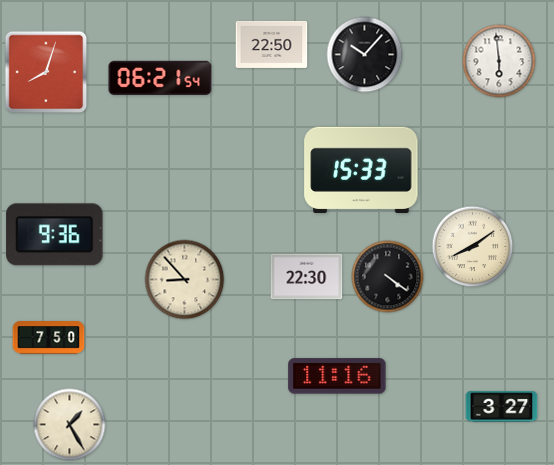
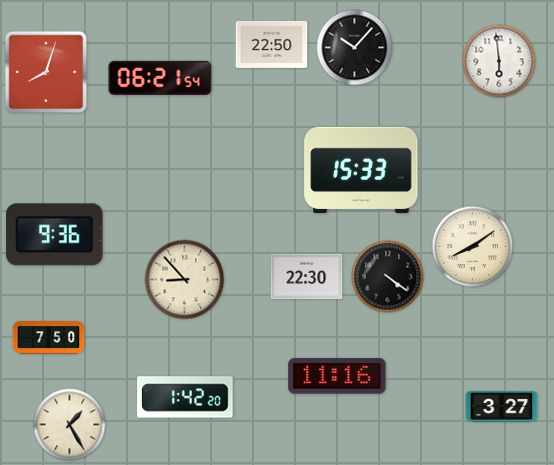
clock at (365, 55) position: (365, 55) -> (355, 48)
clock at (185, 397): none -> 1:42
